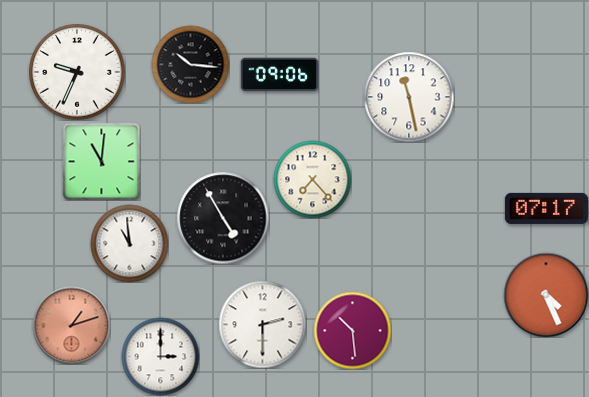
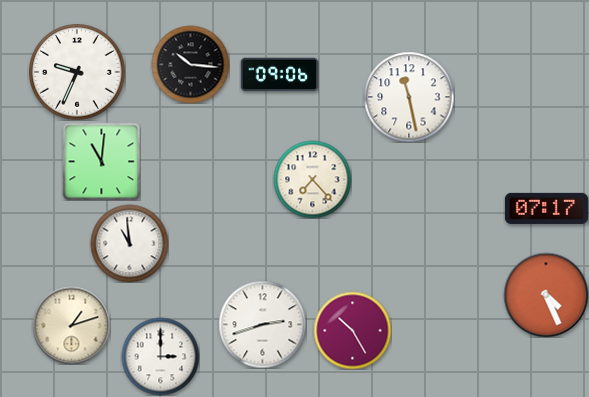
clock at (223, 218): 4:55 -> none
clock at (262, 324): 2:30 -> 2:42
clock at (71, 325) dial: salmon -> cream
clock at (352, 330): 10:29 -> 10:25
